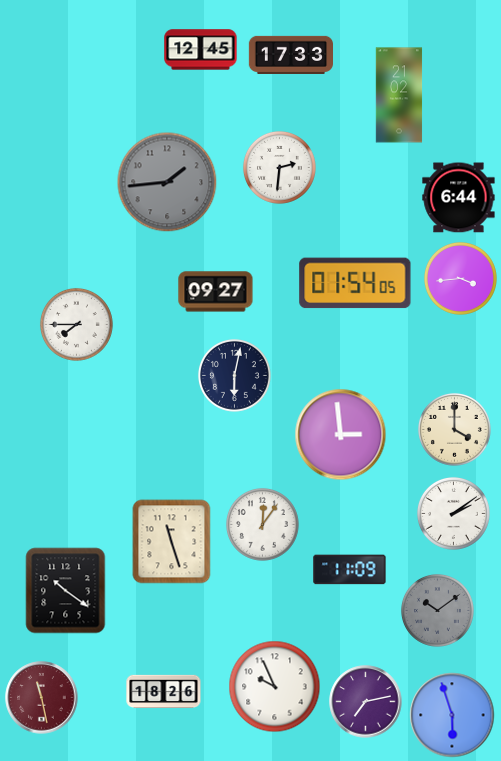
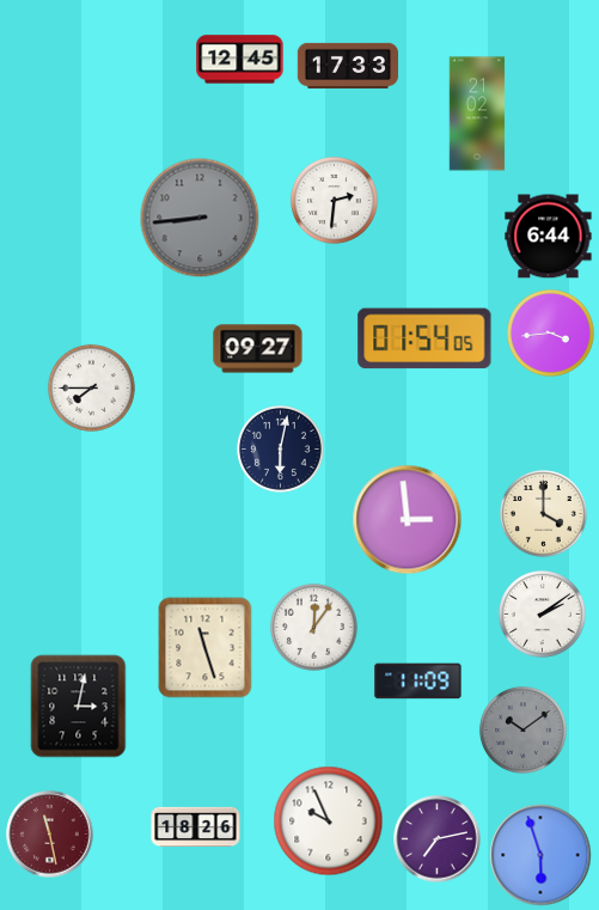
clock at (167, 182): 1:44 -> 8:44
clock at (66, 591): 10:21 -> 3:02
